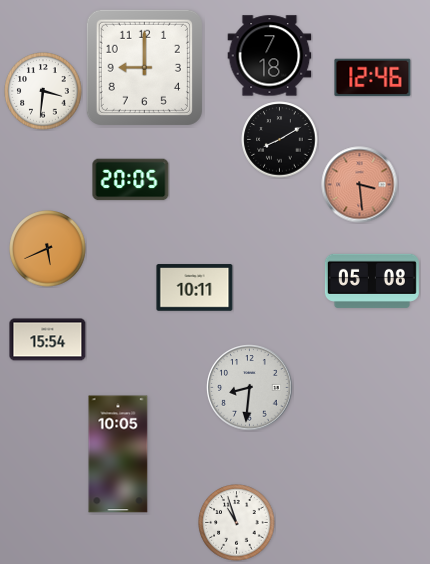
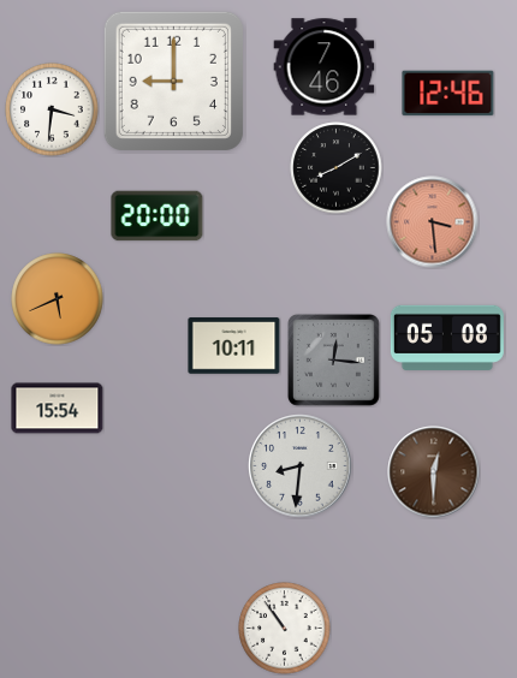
clock at (270, 56): 7:18 -> 7:46
clock at (131, 180): 20:05 -> 20:00
clock at (333, 359): none -> 12:16
clock at (434, 472): none -> 12:30
clock at (118, 454): 10:05 -> none
clock at (237, 523): 10:57 -> 10:54
